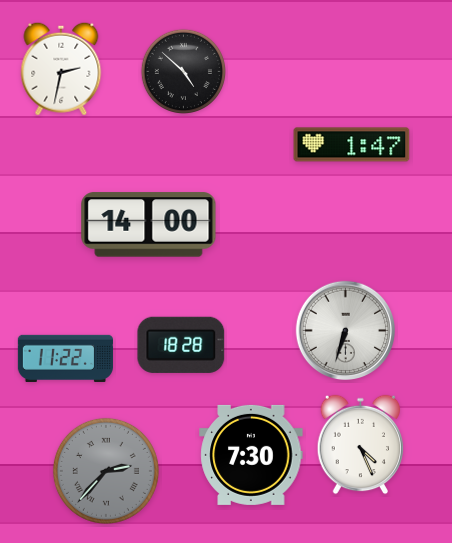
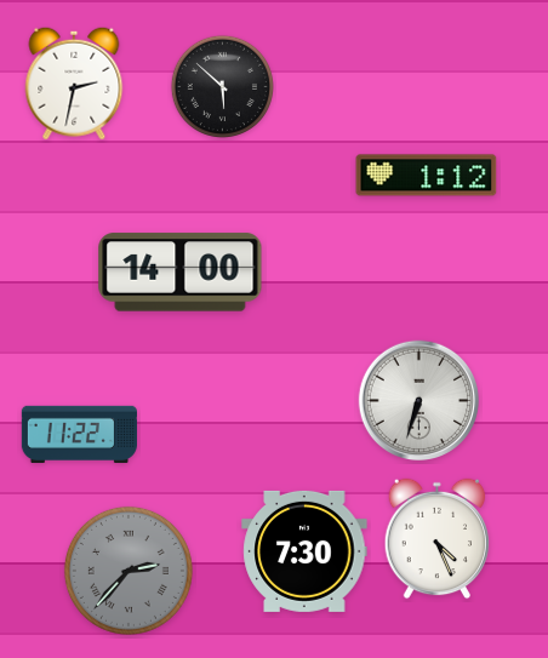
clock at (183, 71): 4:52 -> 5:52
clock at (352, 145): 1:47 -> 1:12
clock at (181, 345): 18:28 -> none
